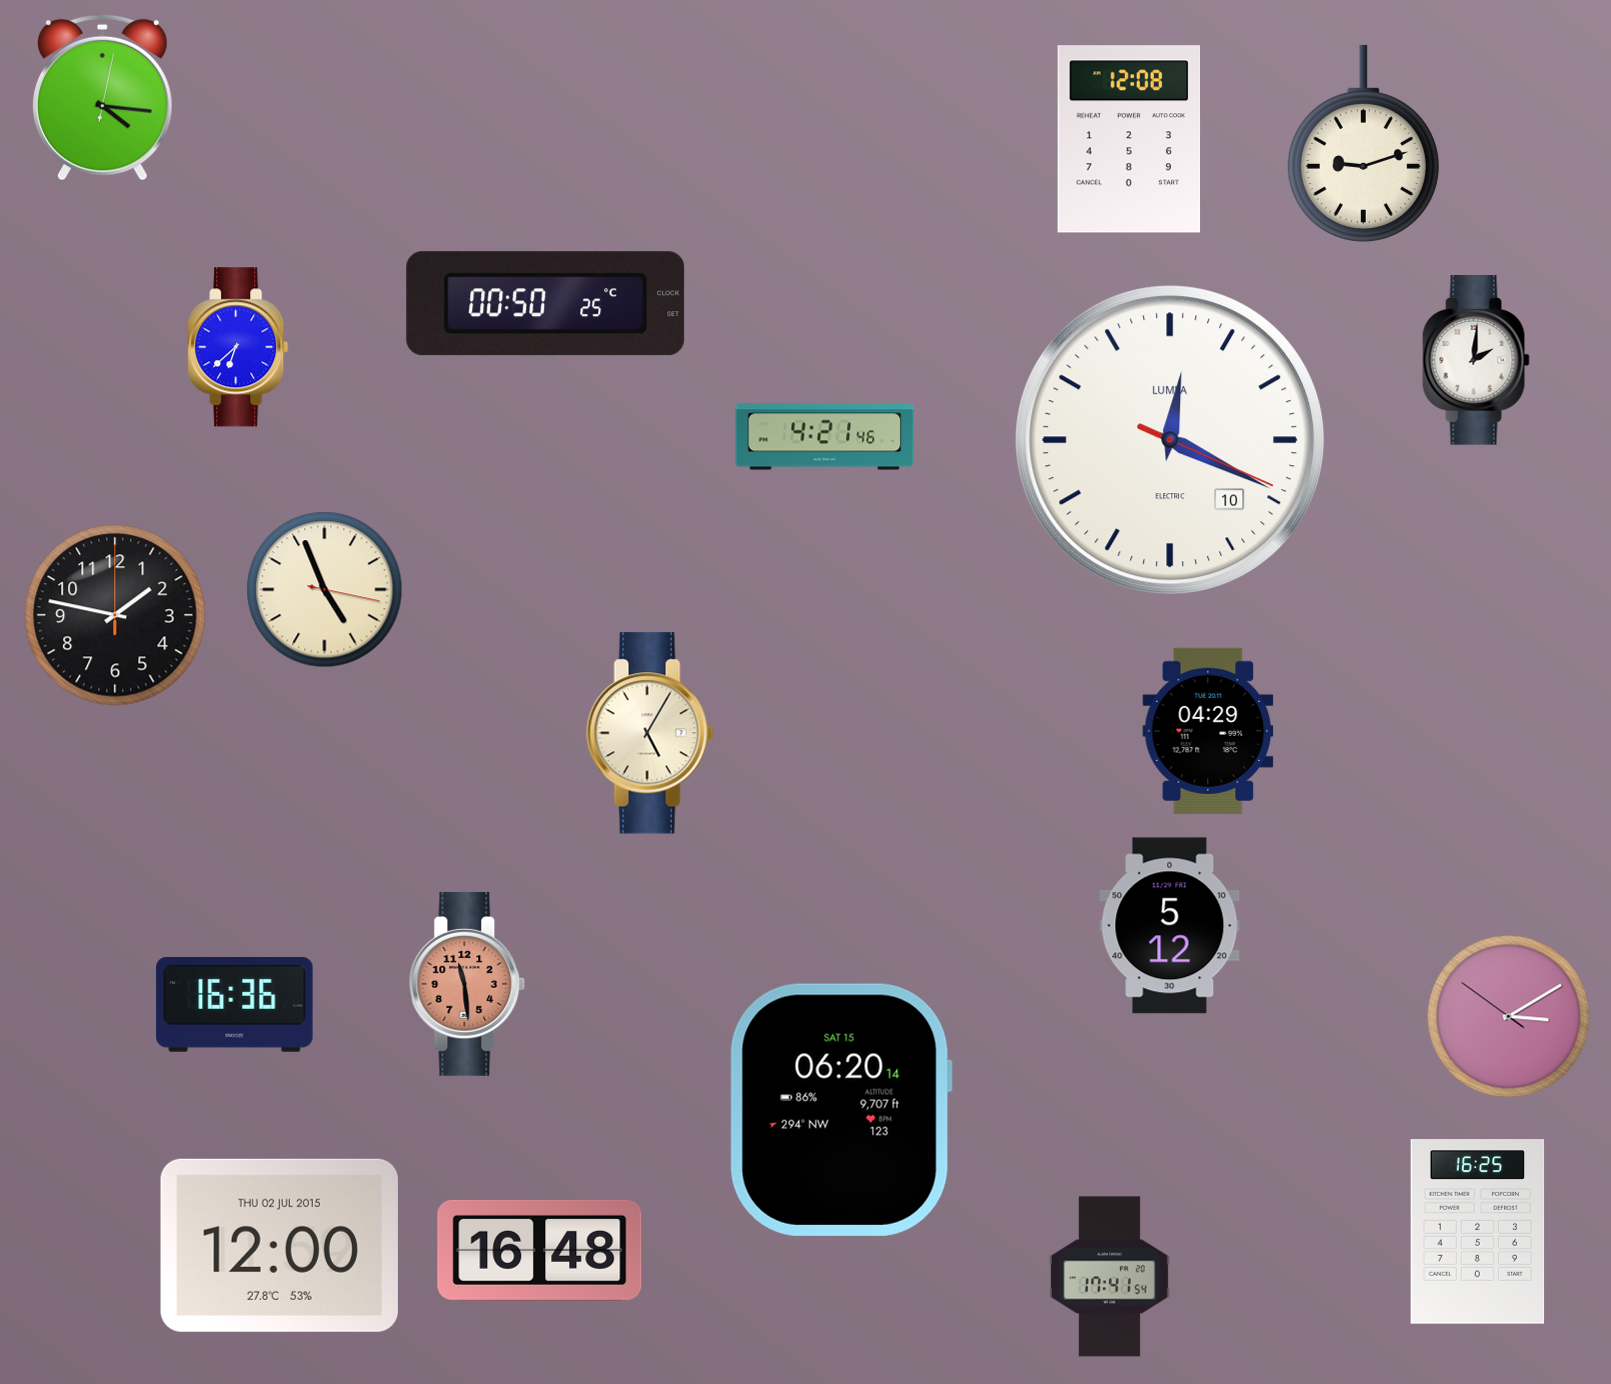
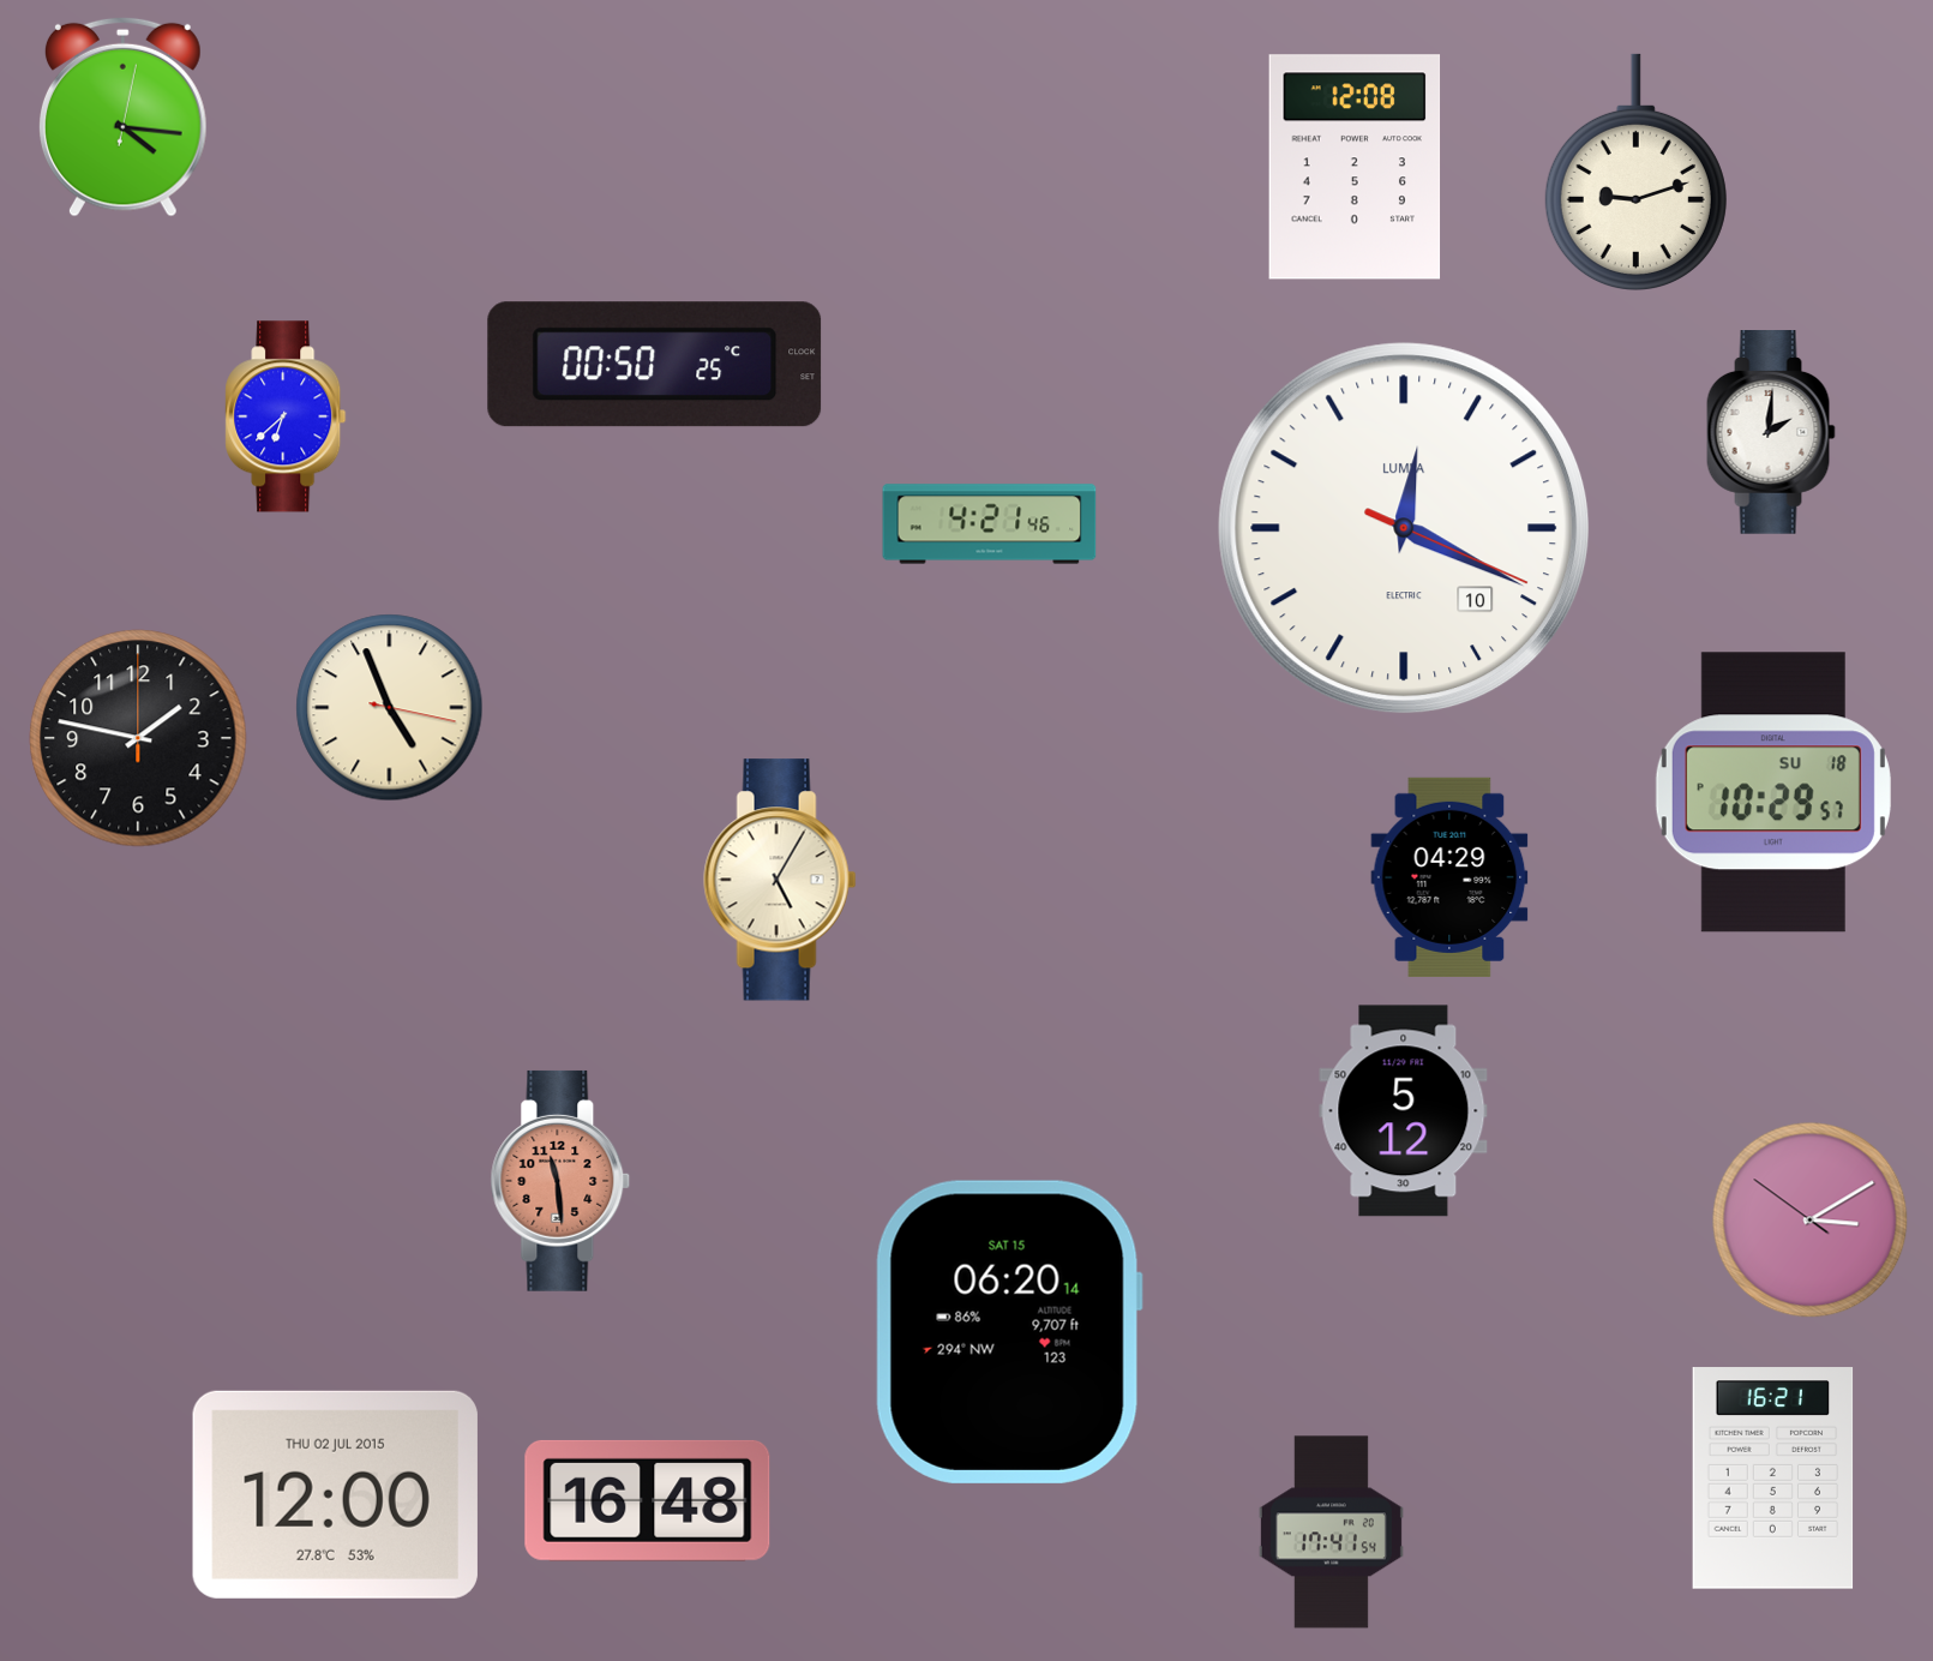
clock at (1773, 792): none -> 10:29
clock at (235, 1005): 16:36 -> none
clock at (1478, 1232): 16:25 -> 16:21
